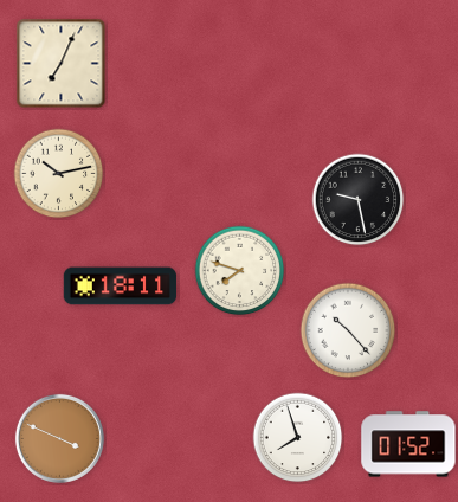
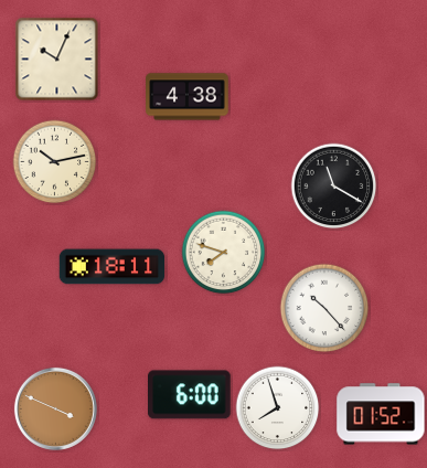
clock at (62, 64): 7:04 -> 10:04
clock at (188, 97): none -> 4:38
clock at (359, 200): 9:28 -> 11:20
clock at (190, 395): none -> 6:00
